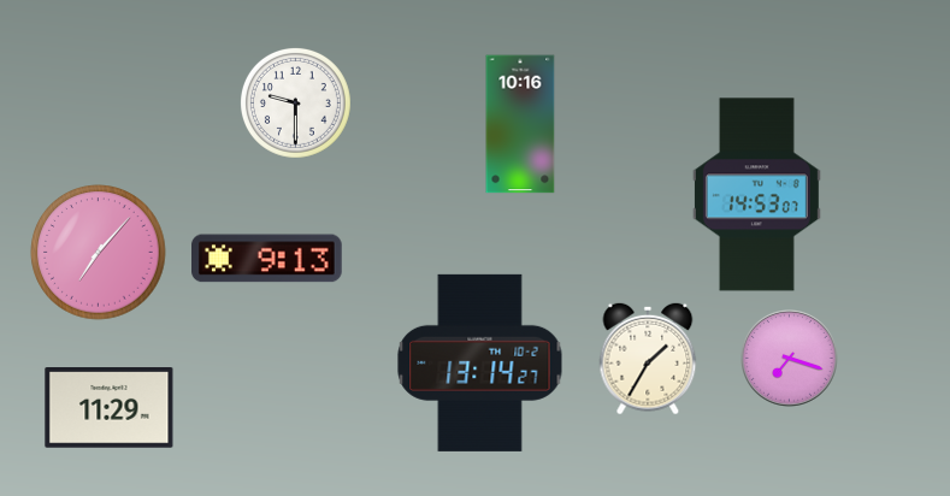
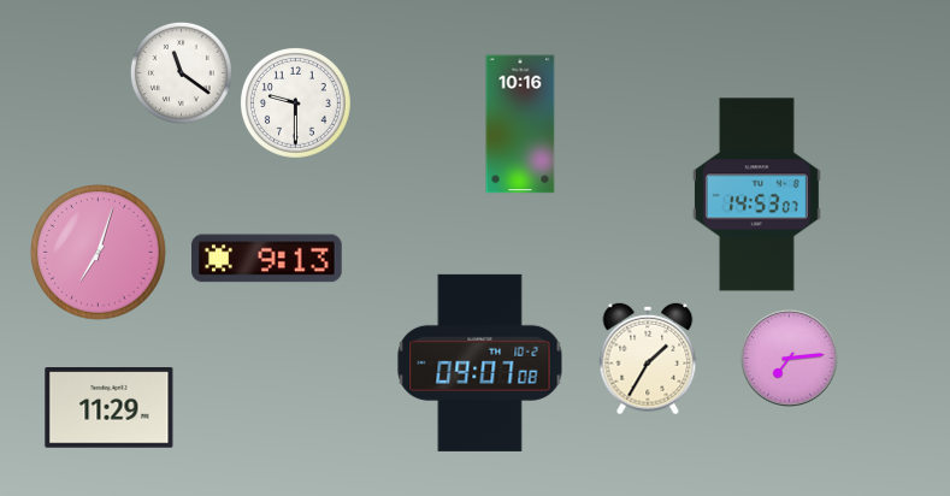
clock at (181, 72): none -> 11:21
clock at (99, 253): 7:07 -> 7:03
clock at (790, 359): 7:18 -> 7:14
clock at (480, 362): 13:14 -> 09:07
